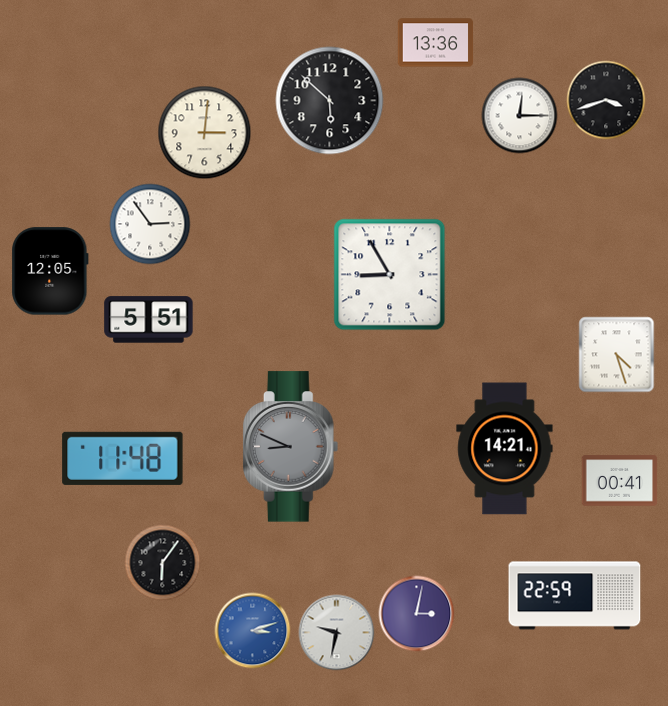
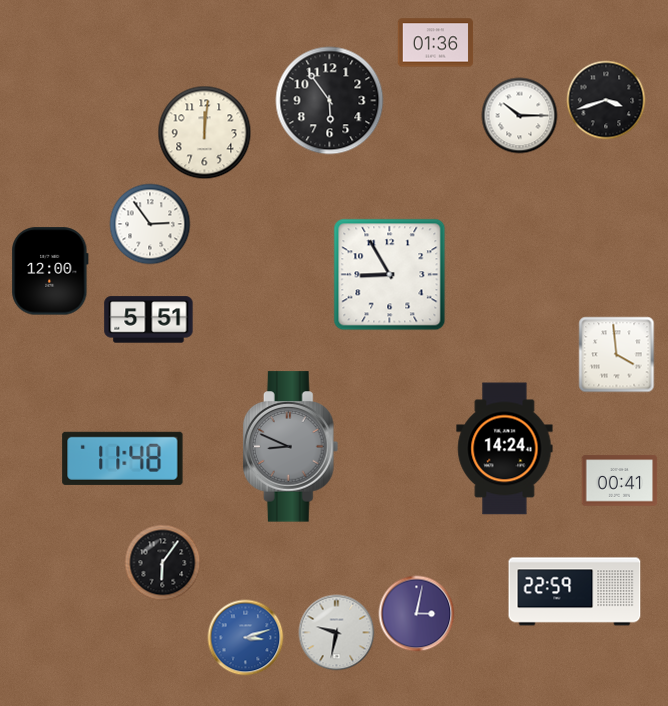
clock at (436, 43): 13:36 -> 01:36
clock at (330, 101): 5:52 -> 5:54
clock at (520, 116): 12:15 -> 10:15
clock at (205, 133): 3:01 -> 12:01
clock at (50, 271): 12:05 -> 12:00
clock at (617, 355): 4:27 -> 3:59
clock at (505, 449): 14:21 -> 14:24
clock at (575, 596) position: (575, 596) -> (575, 592)
clock at (253, 631) position: (253, 631) -> (246, 638)
